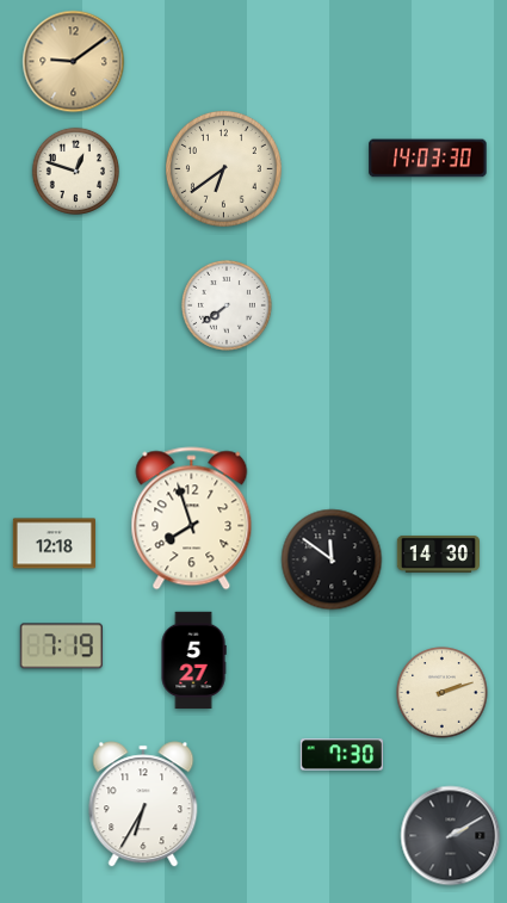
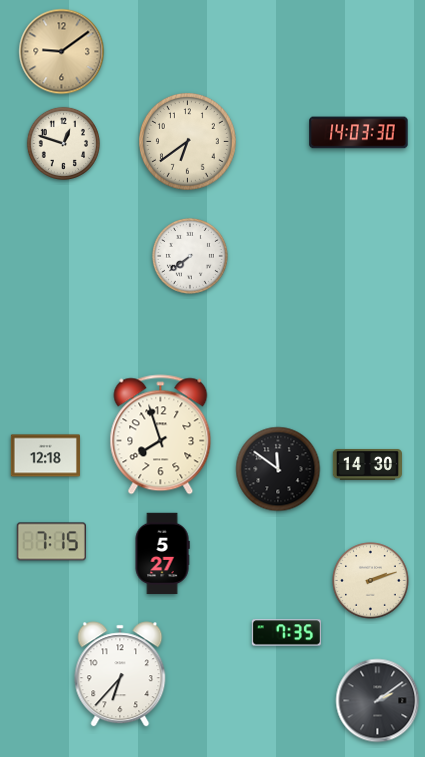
clock at (61, 647): 7:19 -> 7:15
clock at (341, 755): 7:30 -> 7:35
clock at (143, 804): 6:35 -> 6:37
clock at (451, 836): 2:10 -> 2:09
